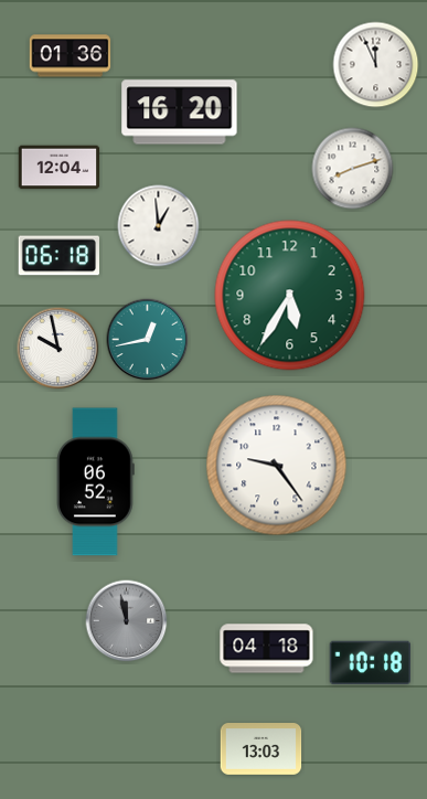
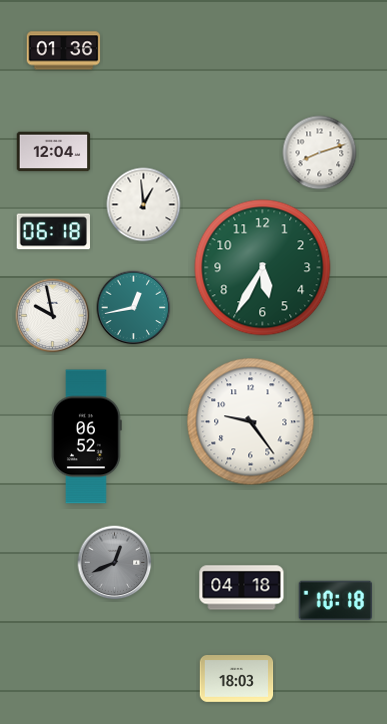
clock at (376, 65): 11:56 -> none
clock at (180, 113): 16:20 -> none
clock at (127, 621): 11:58 -> 12:41
clock at (261, 749): 13:03 -> 18:03
